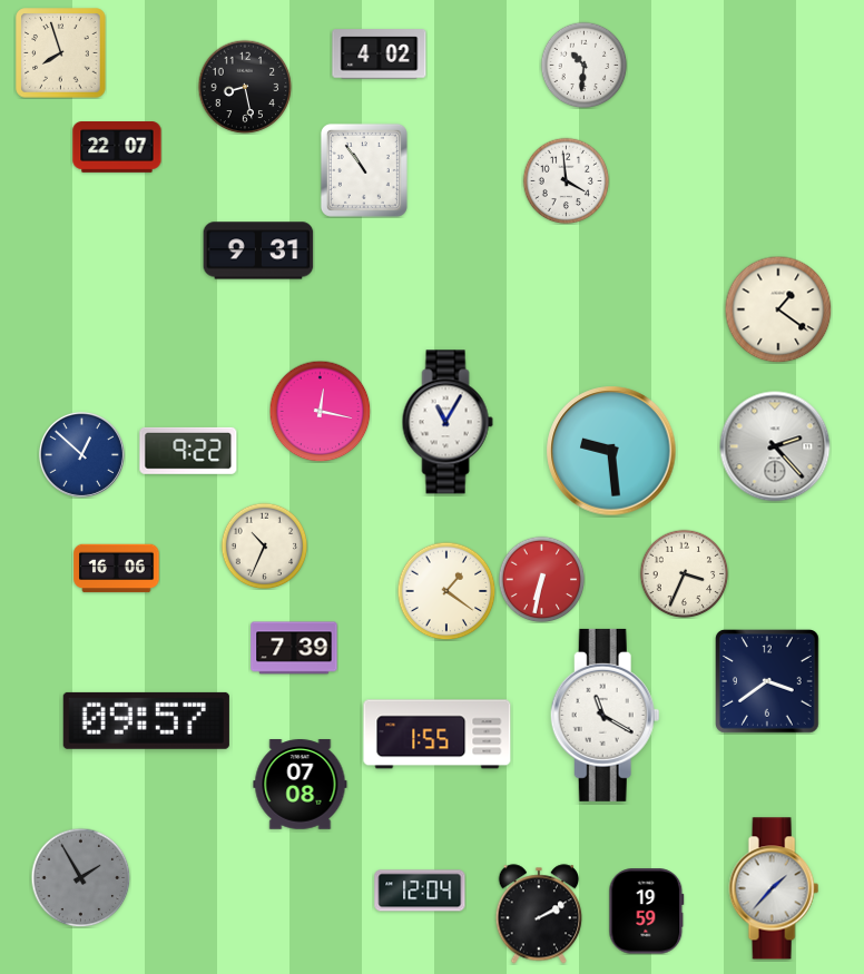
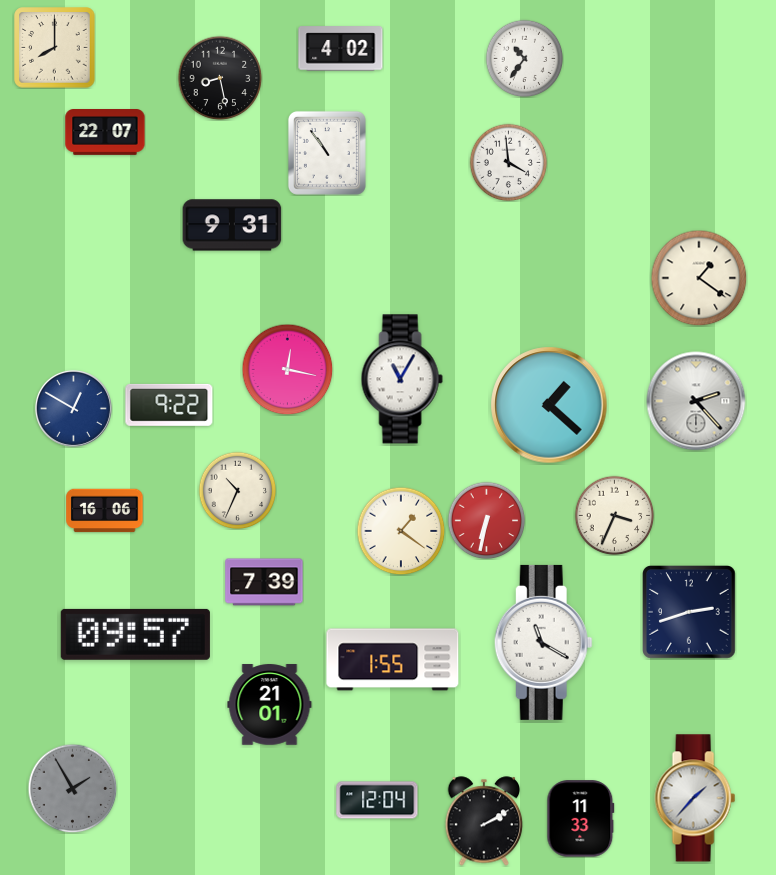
clock at (61, 53): 7:57 -> 8:00
clock at (583, 65): 10:31 -> 10:36
clock at (611, 451): 9:29 -> 1:22
clock at (81, 454): 12:52 -> 12:50
clock at (768, 682): 3:39 -> 2:42
clock at (146, 720) position: (146, 720) -> (135, 634)
clock at (301, 785): 07:08 -> 21:01
clock at (647, 912): 19:59 -> 11:33
